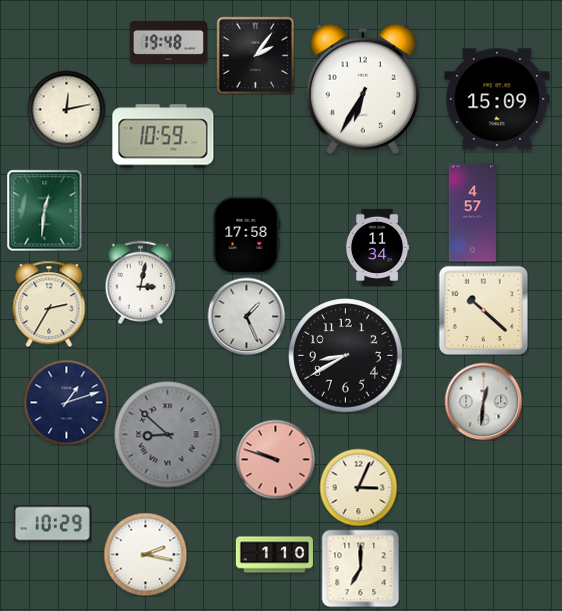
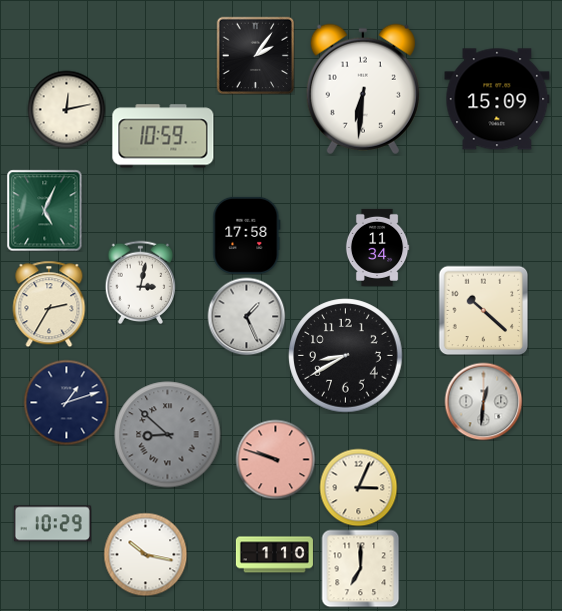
clock at (168, 42): 19:48 -> none
clock at (363, 89): 6:35 -> 6:31
clock at (45, 210): 12:31 -> 5:04
clock at (472, 213): 4:57 -> none
clock at (145, 554): 2:17 -> 10:17
